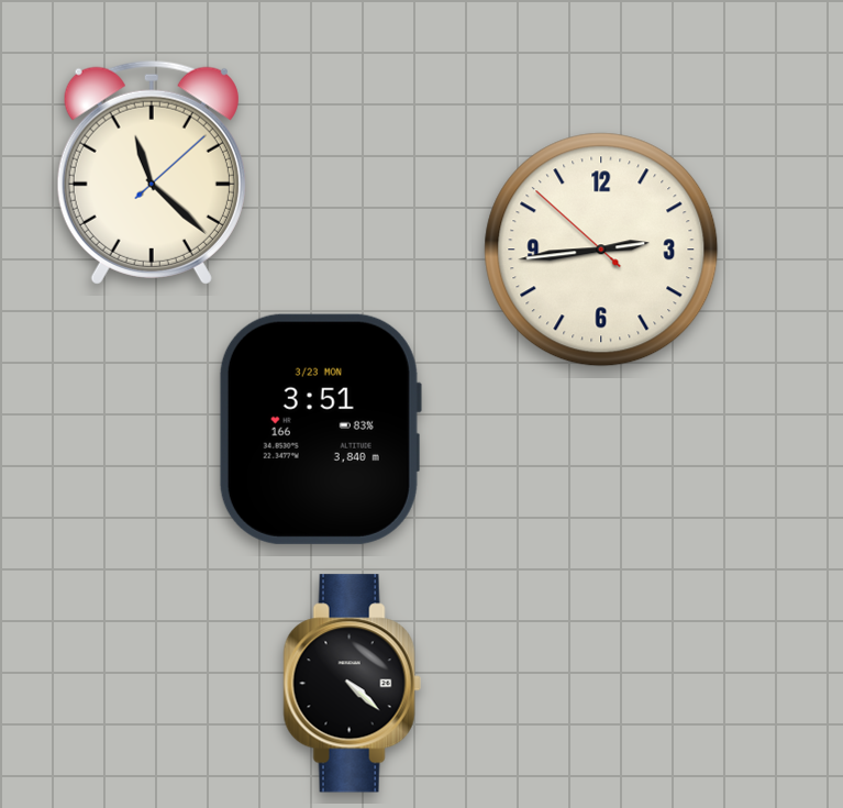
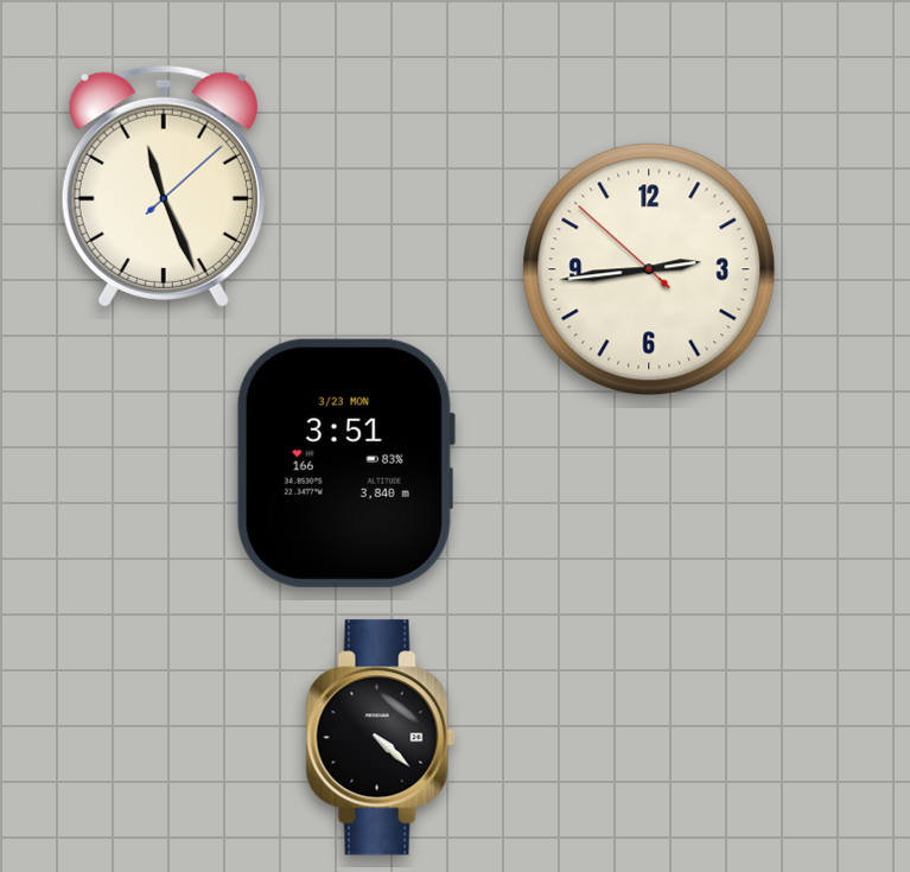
clock at (152, 173): 11:22 -> 11:26
